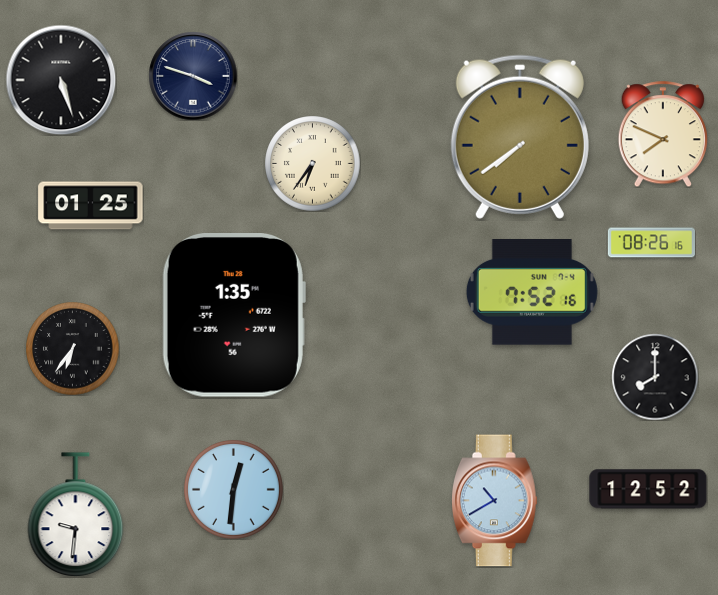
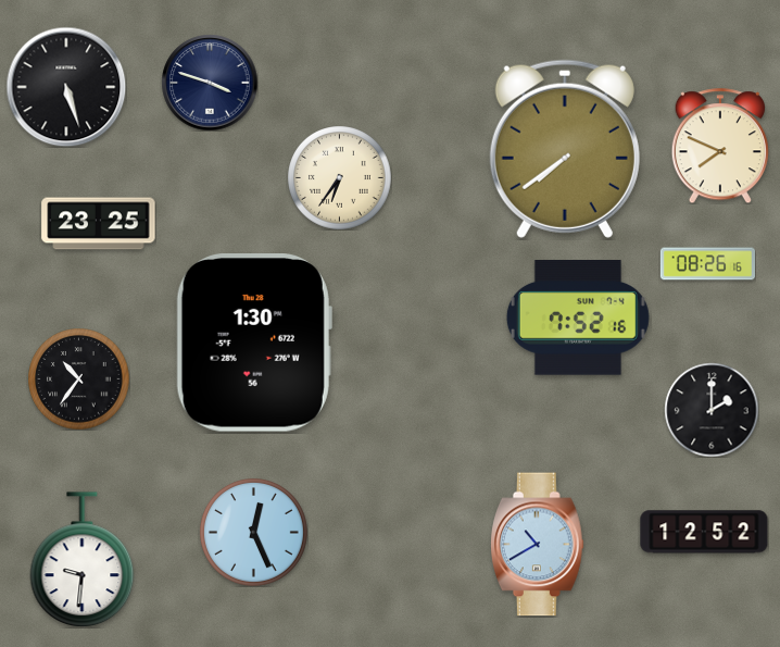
clock at (91, 206): 01:25 -> 23:25
clock at (234, 315): 1:35 -> 1:30
clock at (72, 348): 6:36 -> 10:36
clock at (655, 377): 8:00 -> 2:00
clock at (233, 489): 12:31 -> 12:26
